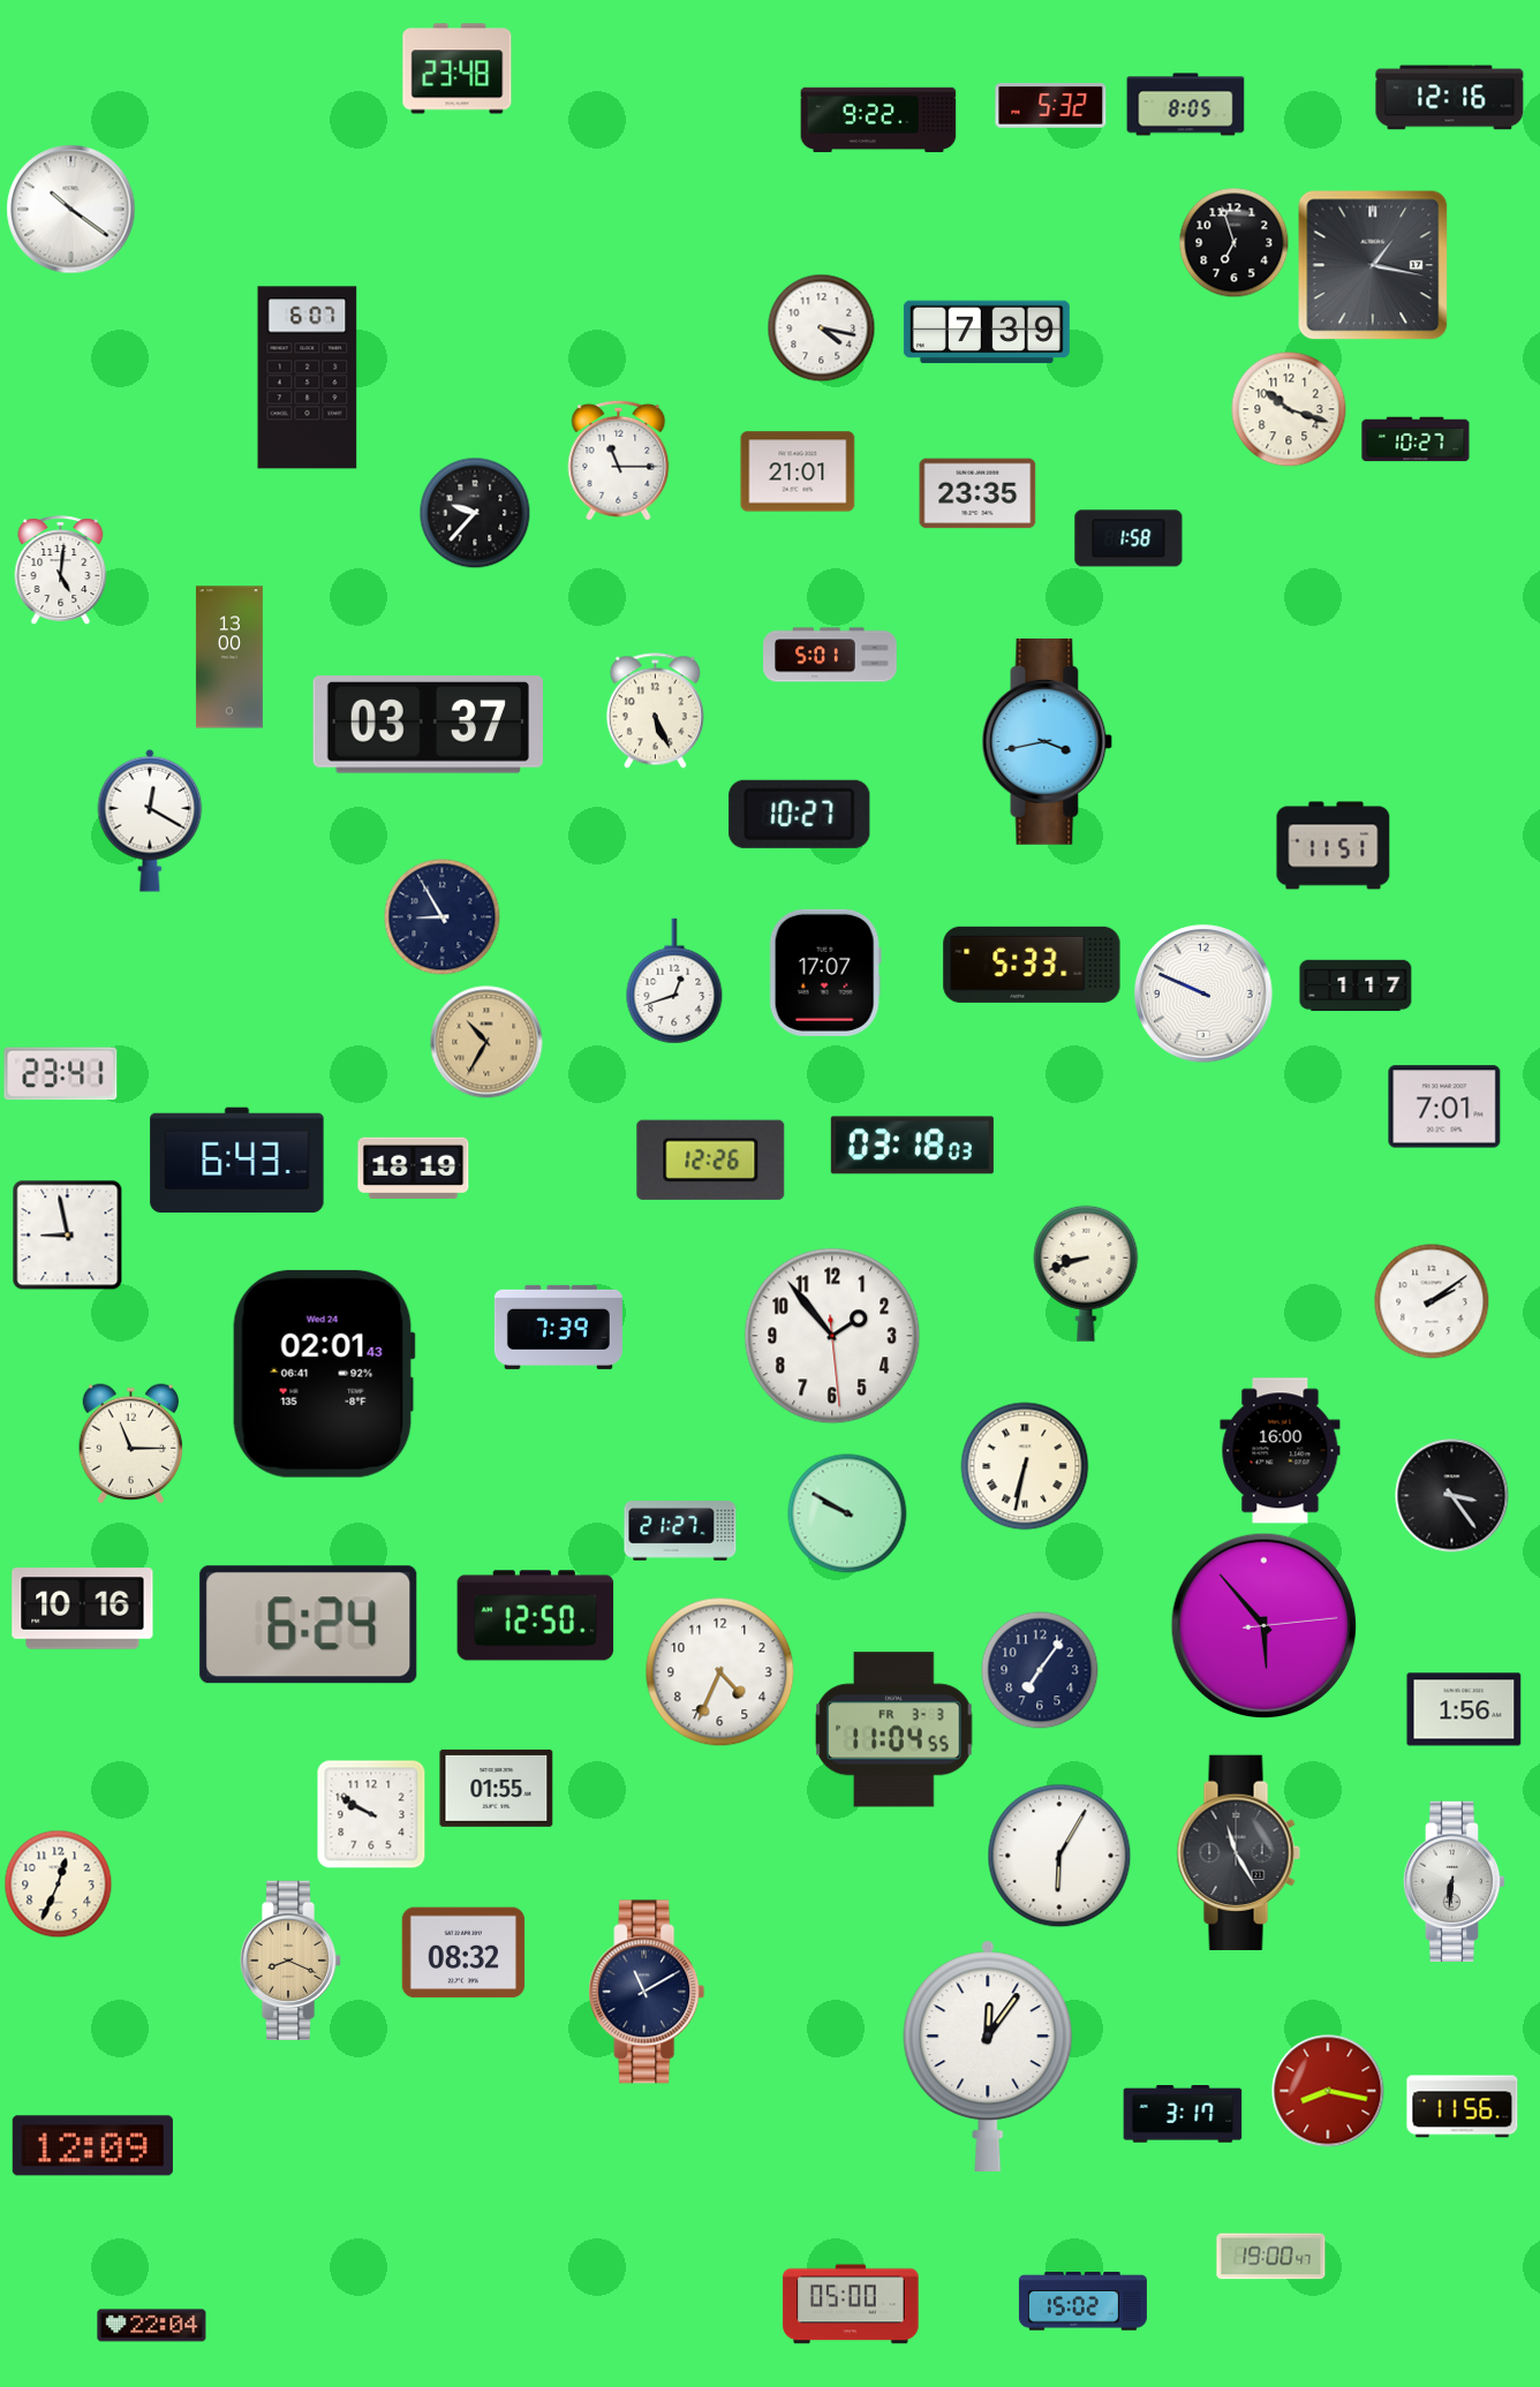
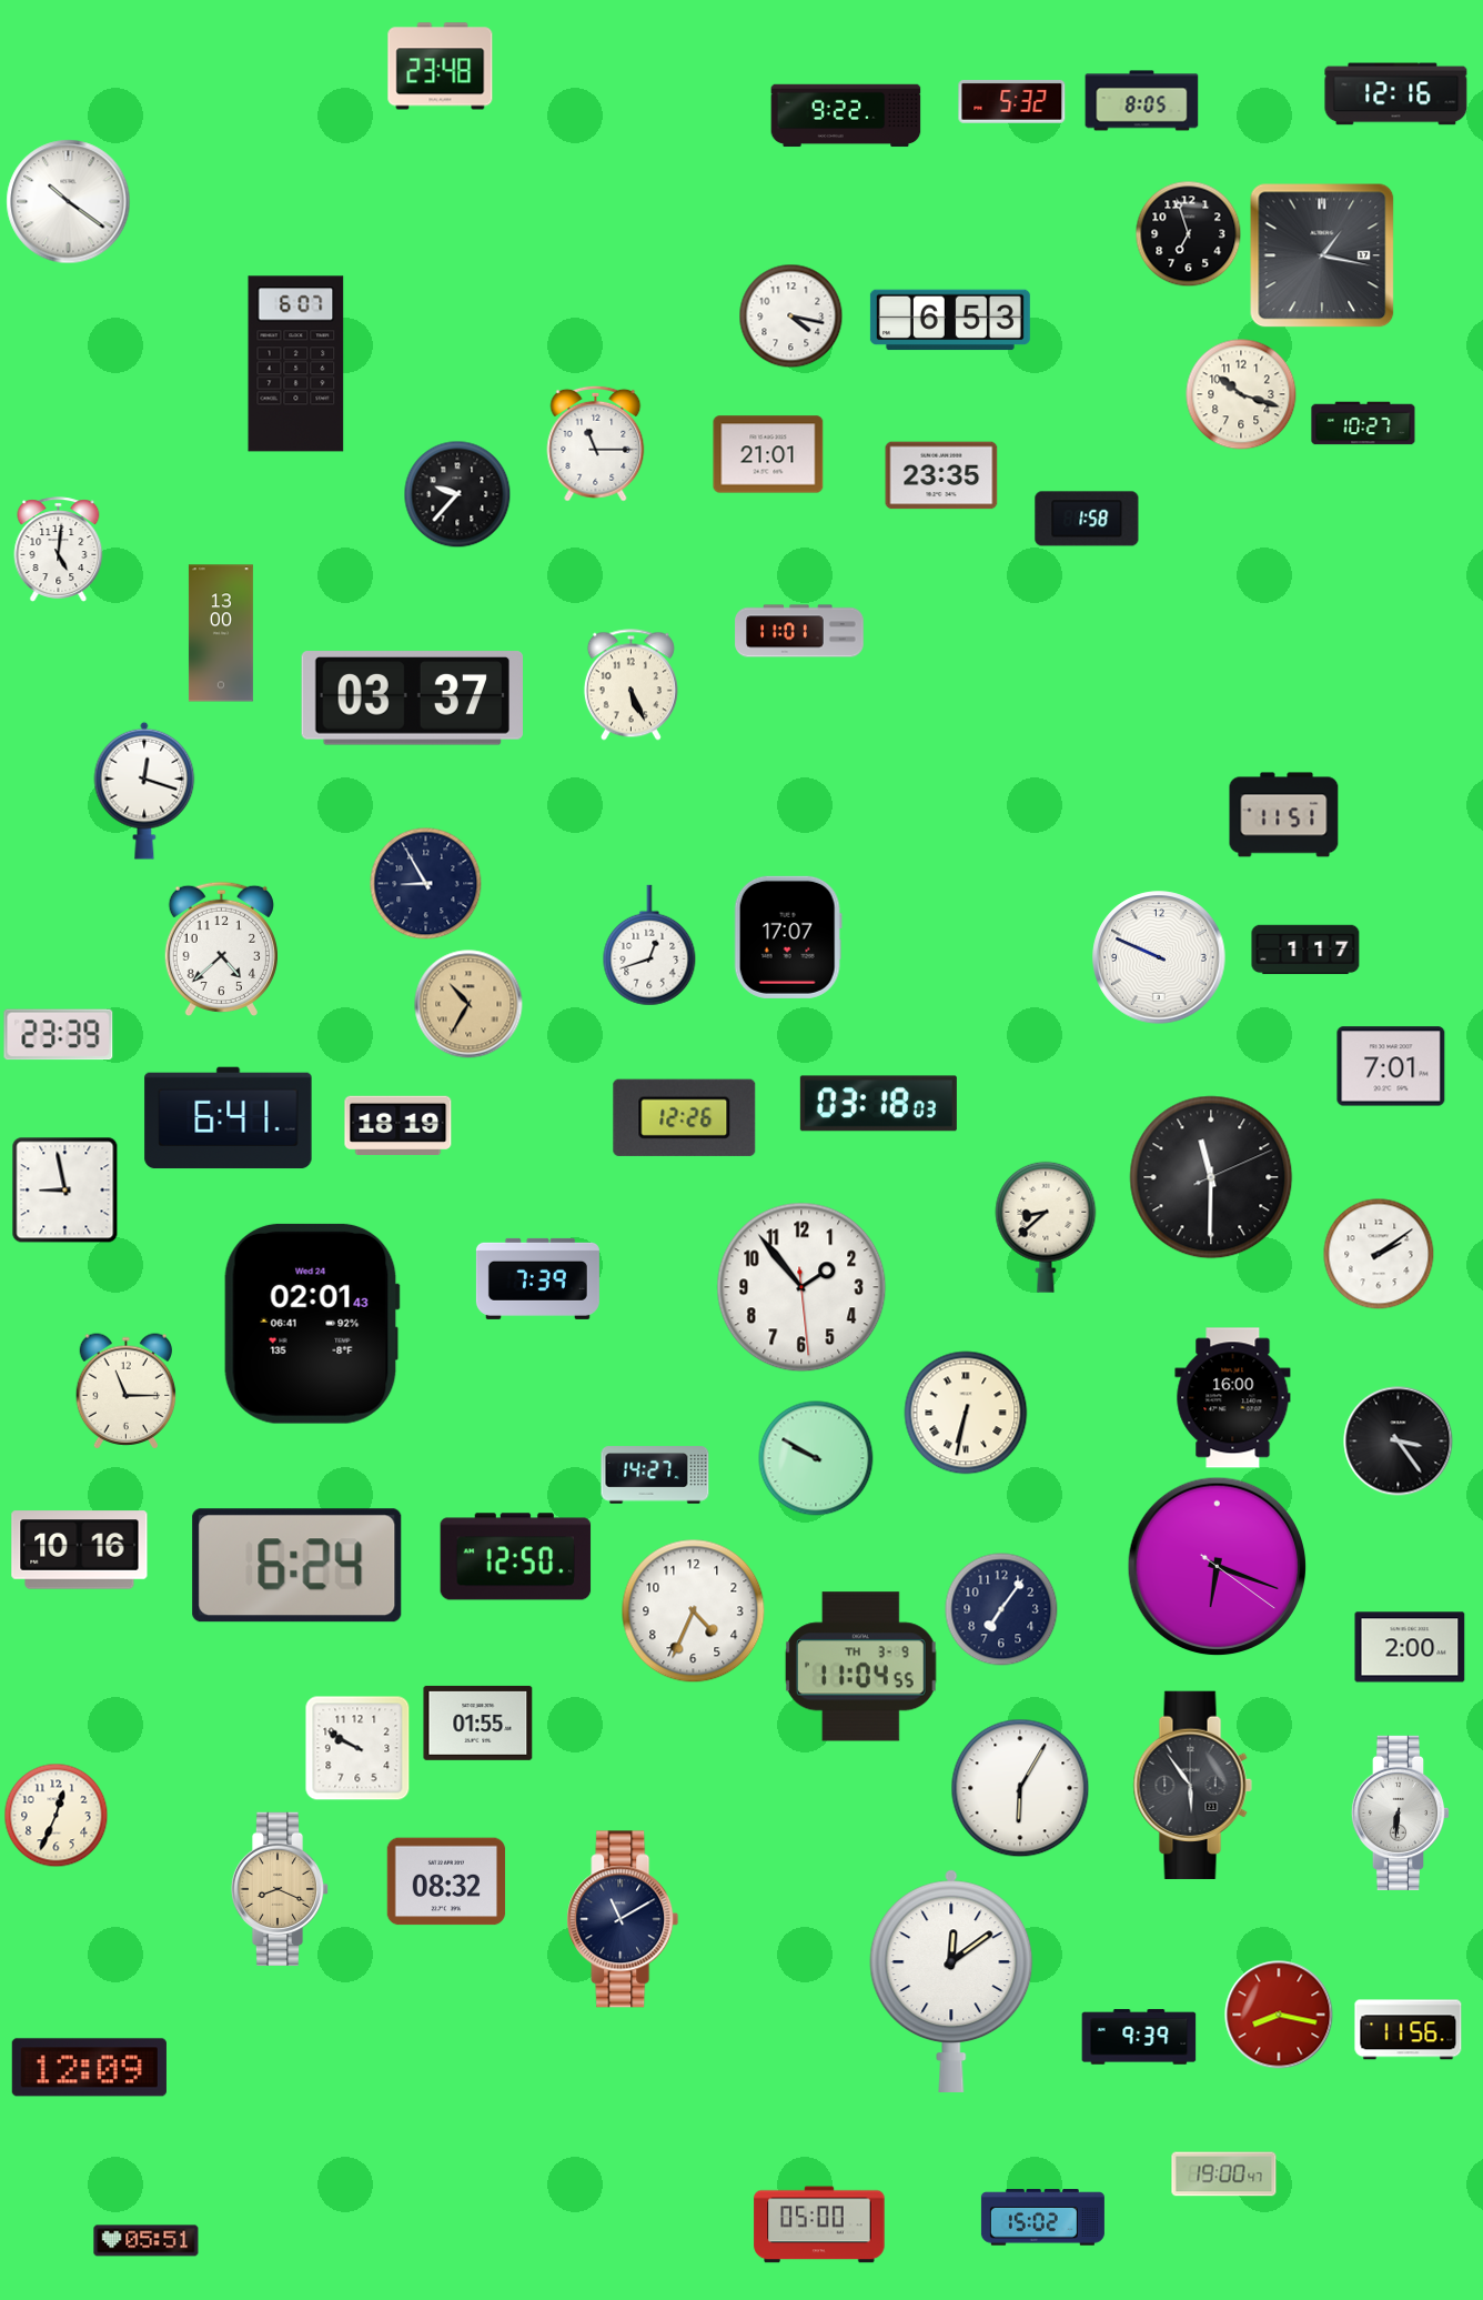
clock at (987, 332): 7:39 -> 6:53
clock at (830, 655): 5:01 -> 11:01
clock at (1048, 741): 3:43 -> none
clock at (800, 814): 10:27 -> none
clock at (150, 821): 12:20 -> 12:18
clock at (1032, 965): 5:33 -> none
clock at (825, 973) position: (825, 973) -> (788, 937)
clock at (221, 948): none -> 4:38
clock at (61, 1074): 23:41 -> 23:39
clock at (237, 1161): 6:43 -> 6:41
clock at (1211, 1177): none -> 11:30
clock at (1086, 1274): 8:42 -> 8:38
clock at (1025, 1466) position: (1025, 1466) -> (966, 1413)
clock at (680, 1531): 21:27 -> 14:27
clock at (1265, 1626): 5:53 -> 6:18
clock at (1464, 1709): 1:56 -> 2:00
clock at (893, 1730) date: FR 3-3 -> TH 3-9
clock at (1238, 1852): 11:25 -> 5:54
clock at (988, 2056): 12:06 -> 12:09
clock at (1183, 2114): 3:17 -> 9:39
clock at (851, 2304) position: (851, 2304) -> (819, 2224)
clock at (152, 2326): 22:04 -> 05:51
